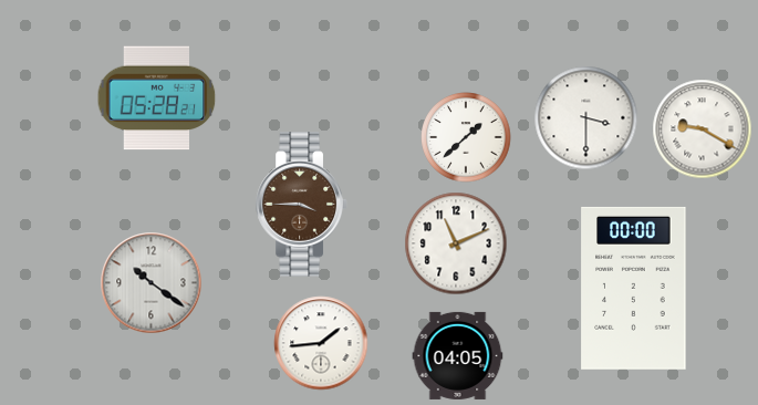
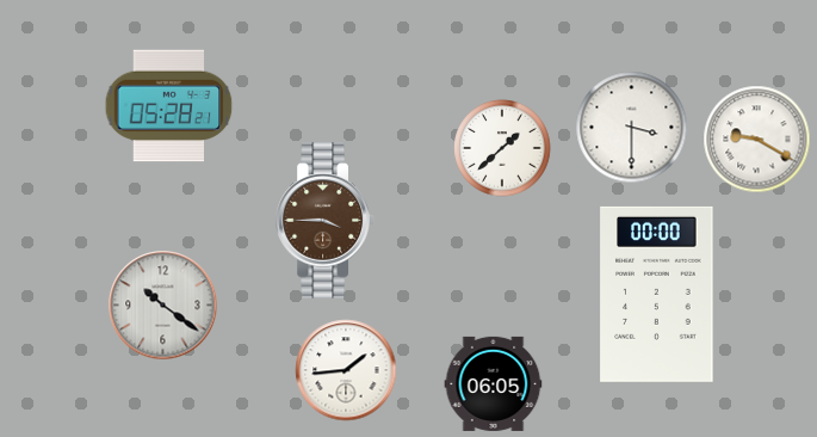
clock at (456, 243): 11:11 -> none
clock at (634, 288) position: (634, 288) -> (657, 294)
clock at (458, 355): 04:05 -> 06:05
